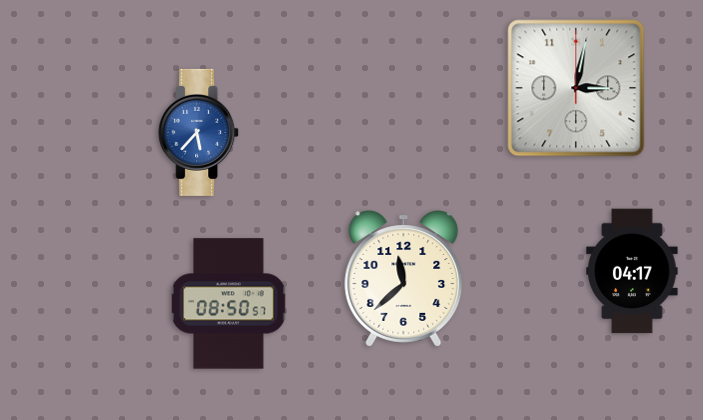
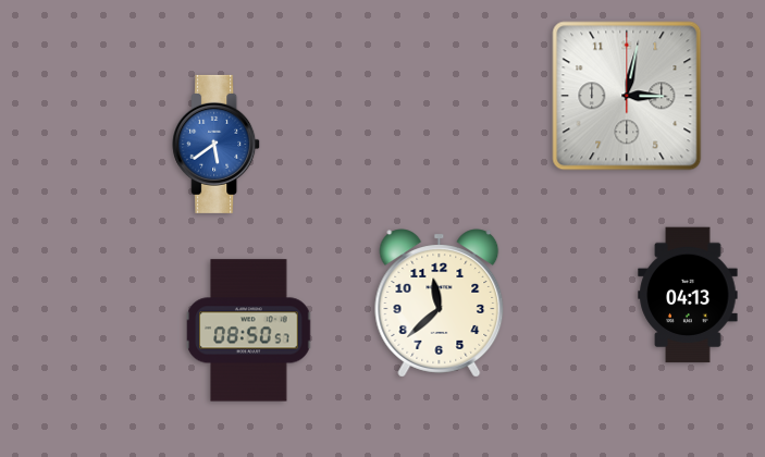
clock at (199, 132): 5:37 -> 5:39
clock at (632, 271): 04:17 -> 04:13
